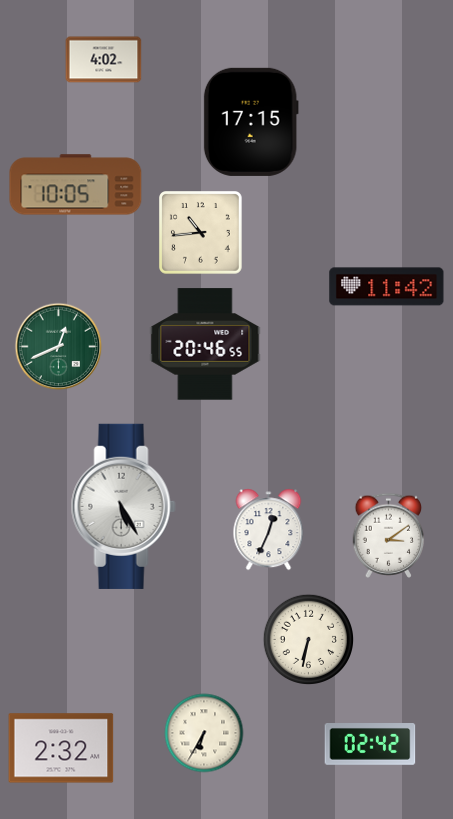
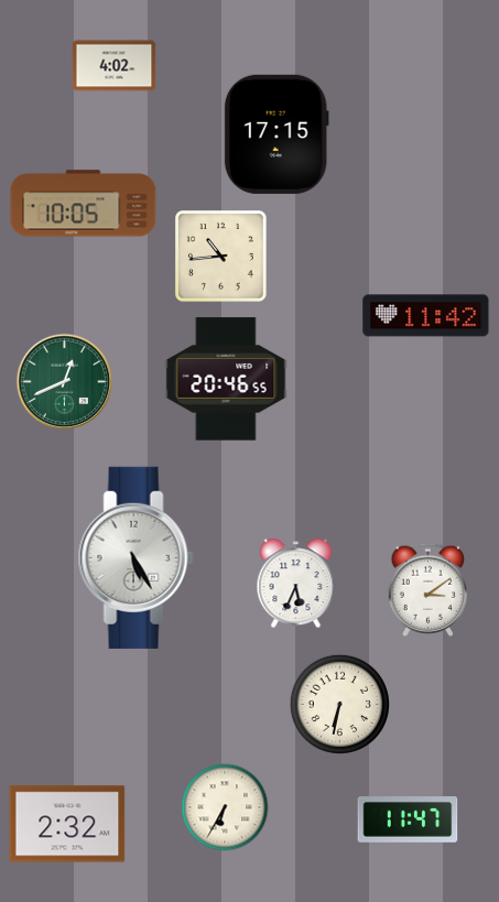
clock at (269, 530): 12:34 -> 5:34
clock at (370, 745): 02:42 -> 11:47
